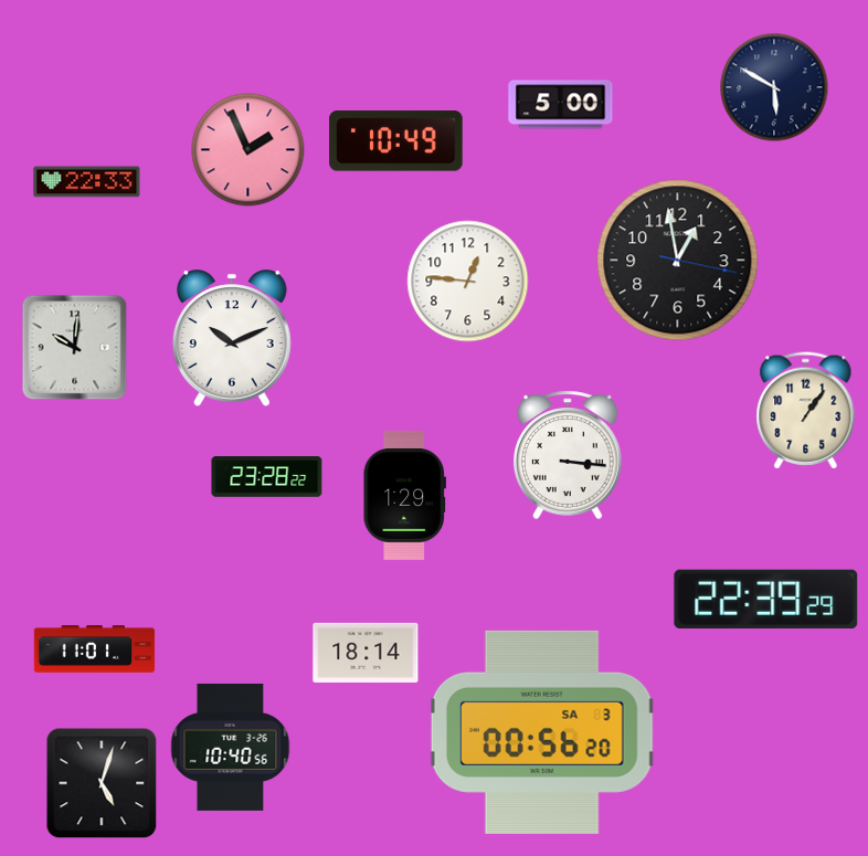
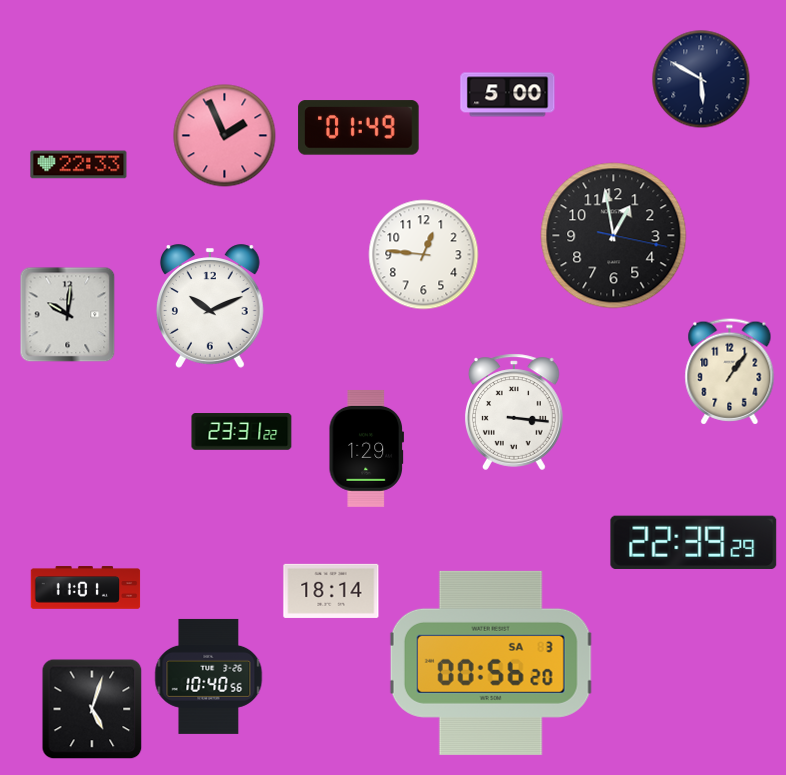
clock at (396, 141): 10:49 -> 01:49
clock at (267, 477): 23:28 -> 23:31
